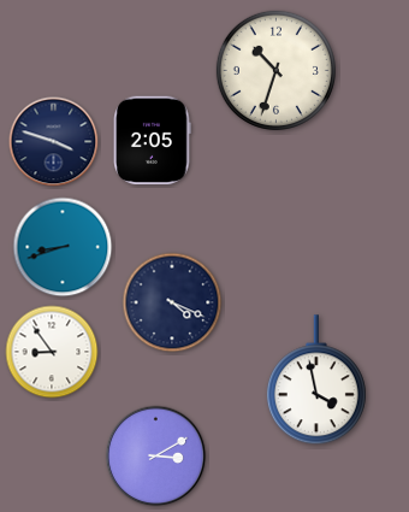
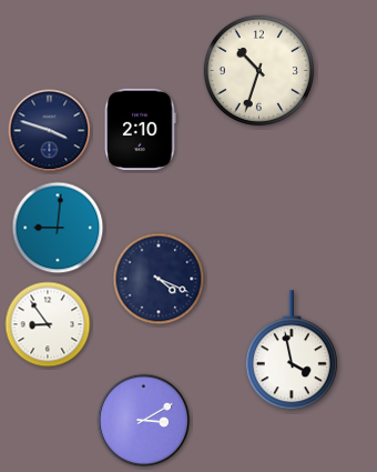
clock at (275, 70) position: (275, 70) -> (258, 70)
clock at (153, 141): 2:05 -> 2:10
clock at (63, 247): 8:42 -> 9:01
